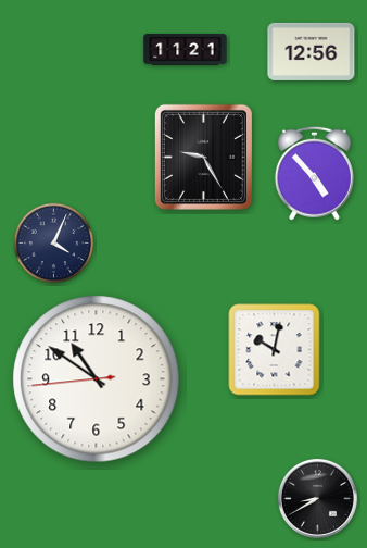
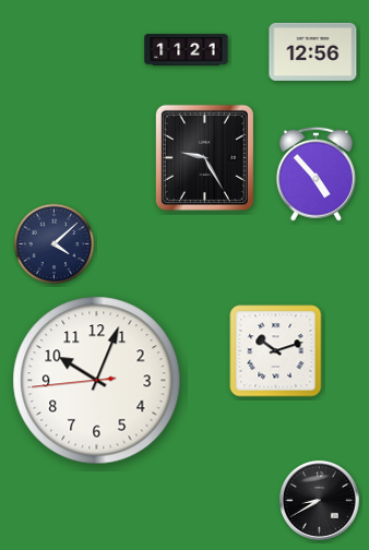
clock at (54, 244): 4:04 -> 4:08
clock at (275, 350): 10:02 -> 10:12
clock at (97, 379): 10:50 -> 10:03
